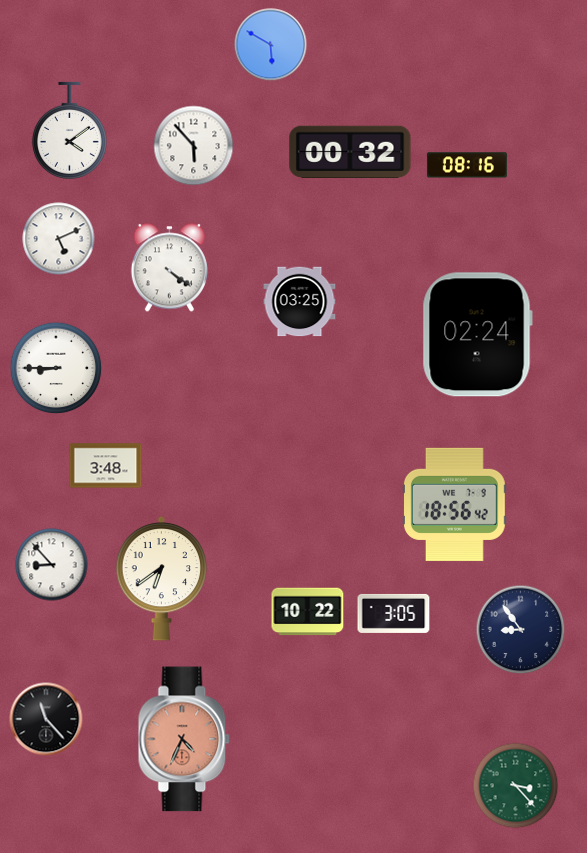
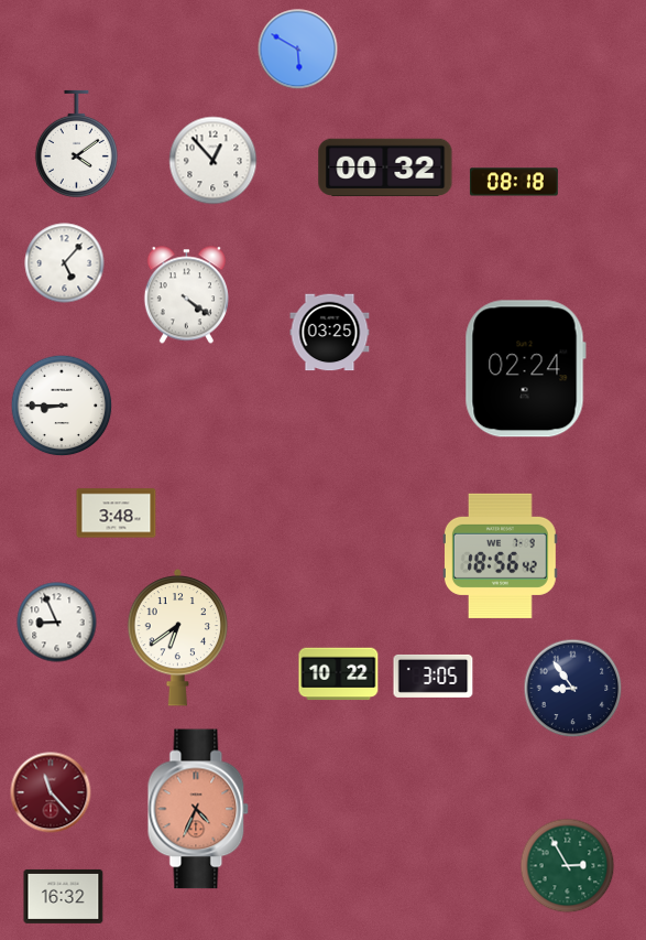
clock at (194, 146): 5:53 -> 12:53
clock at (467, 165): 08:16 -> 08:18
clock at (59, 239): 5:11 -> 5:07
clock at (52, 565): 8:53 -> 8:56
clock at (521, 630) position: (521, 630) -> (573, 689)
clock at (46, 719) dial: black -> burgundy
clock at (184, 739) position: (184, 739) -> (198, 809)
clock at (516, 786): 3:23 -> 2:55
clock at (64, 896): none -> 16:32
